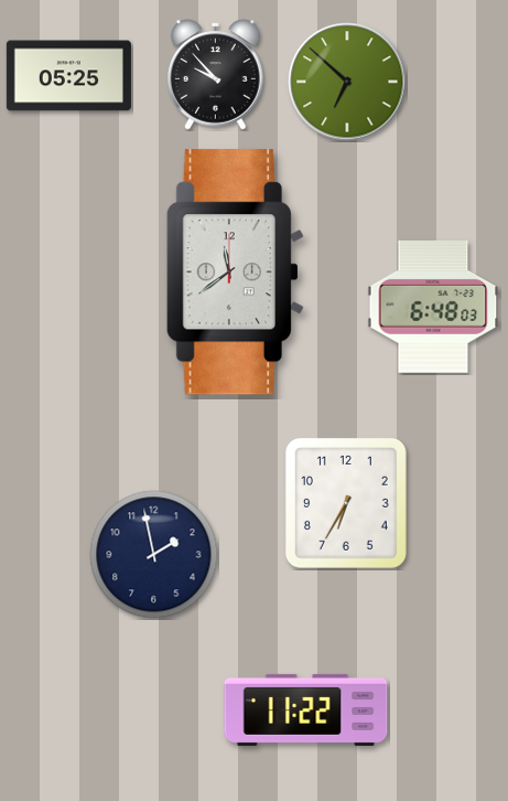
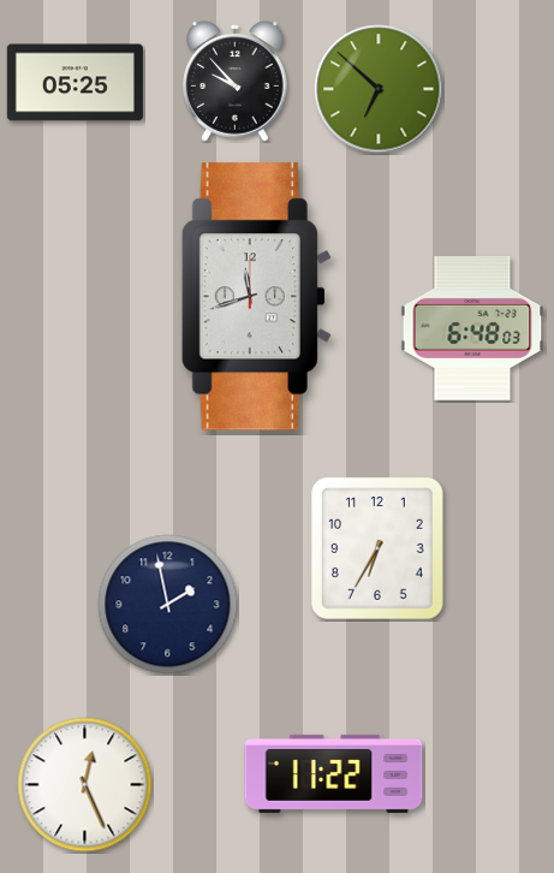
clock at (235, 273): 11:39 -> 11:42
clock at (433, 307) position: (433, 307) -> (472, 328)
clock at (85, 785): none -> 12:26
